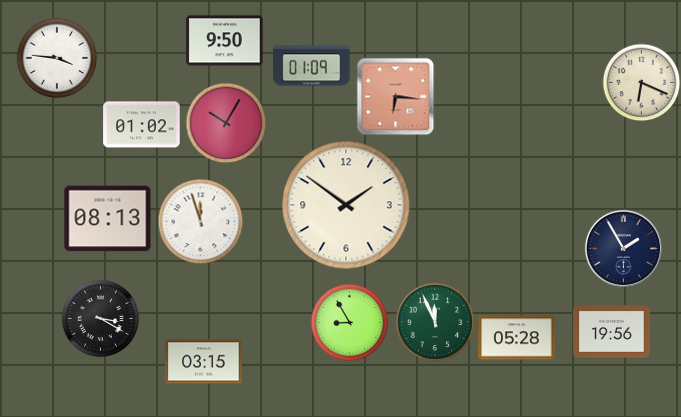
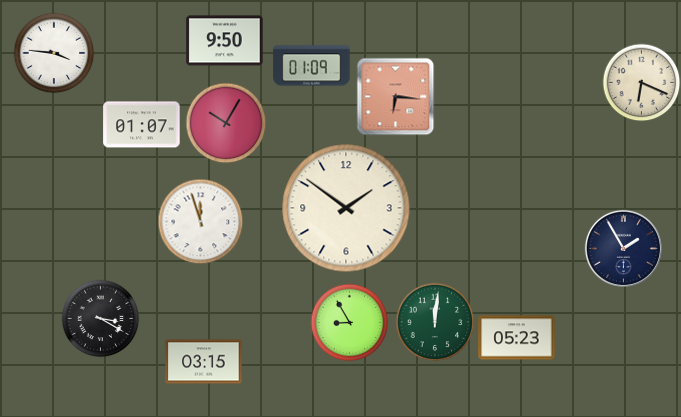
clock at (57, 58) position: (57, 58) -> (54, 53)
clock at (142, 125): 01:02 -> 01:07
clock at (346, 205) position: (346, 205) -> (346, 208)
clock at (108, 219): 08:13 -> none
clock at (435, 322): 11:56 -> 12:01
clock at (612, 332): 19:56 -> none
clock at (517, 338): 05:28 -> 05:23
